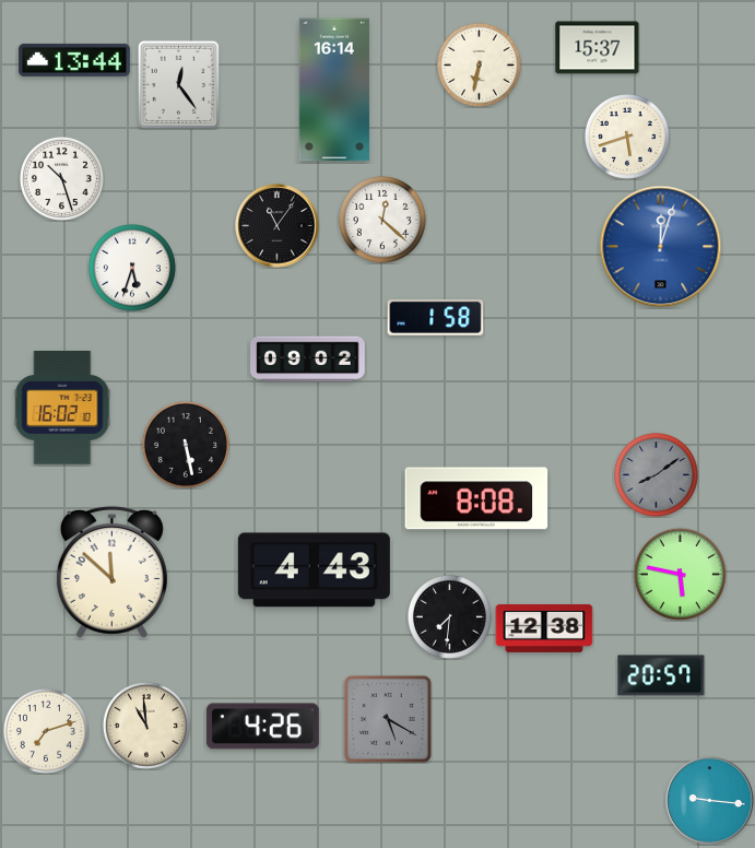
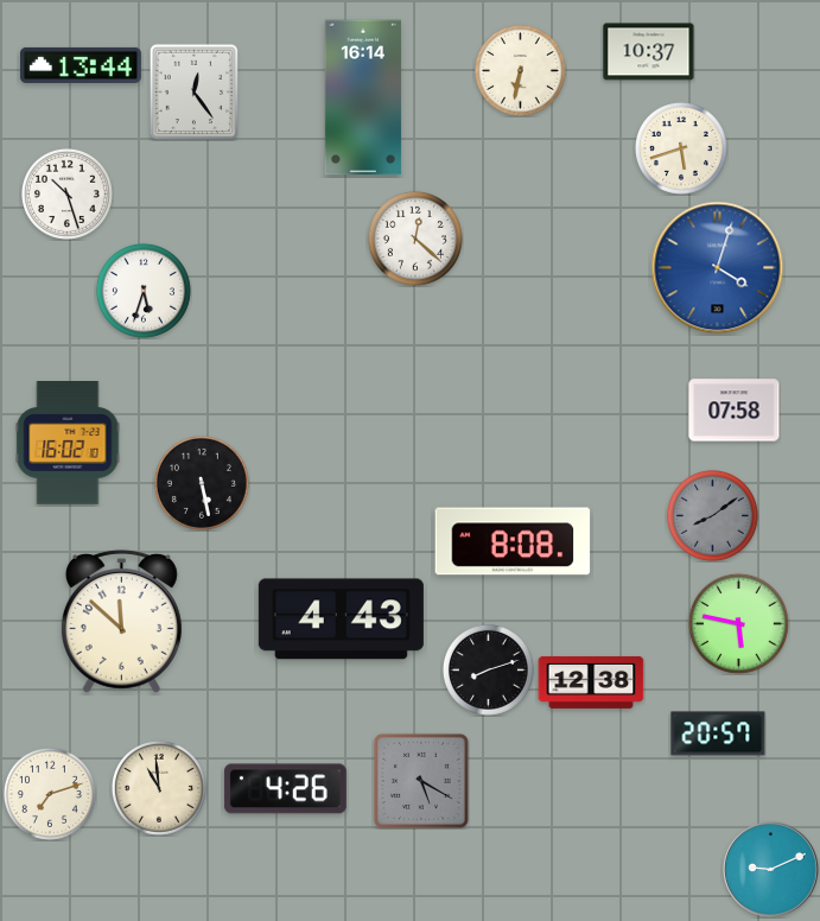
clock at (598, 48): 15:37 -> 10:37
clock at (278, 226): 11:06 -> none
clock at (661, 247): 12:03 -> 4:03
clock at (436, 317): 1:58 -> none
clock at (308, 360): 09:02 -> none
clock at (735, 411): none -> 07:58
clock at (476, 498) position: (476, 498) -> (513, 541)
clock at (449, 616): 7:31 -> 8:12
clock at (710, 801): 9:16 -> 9:11
